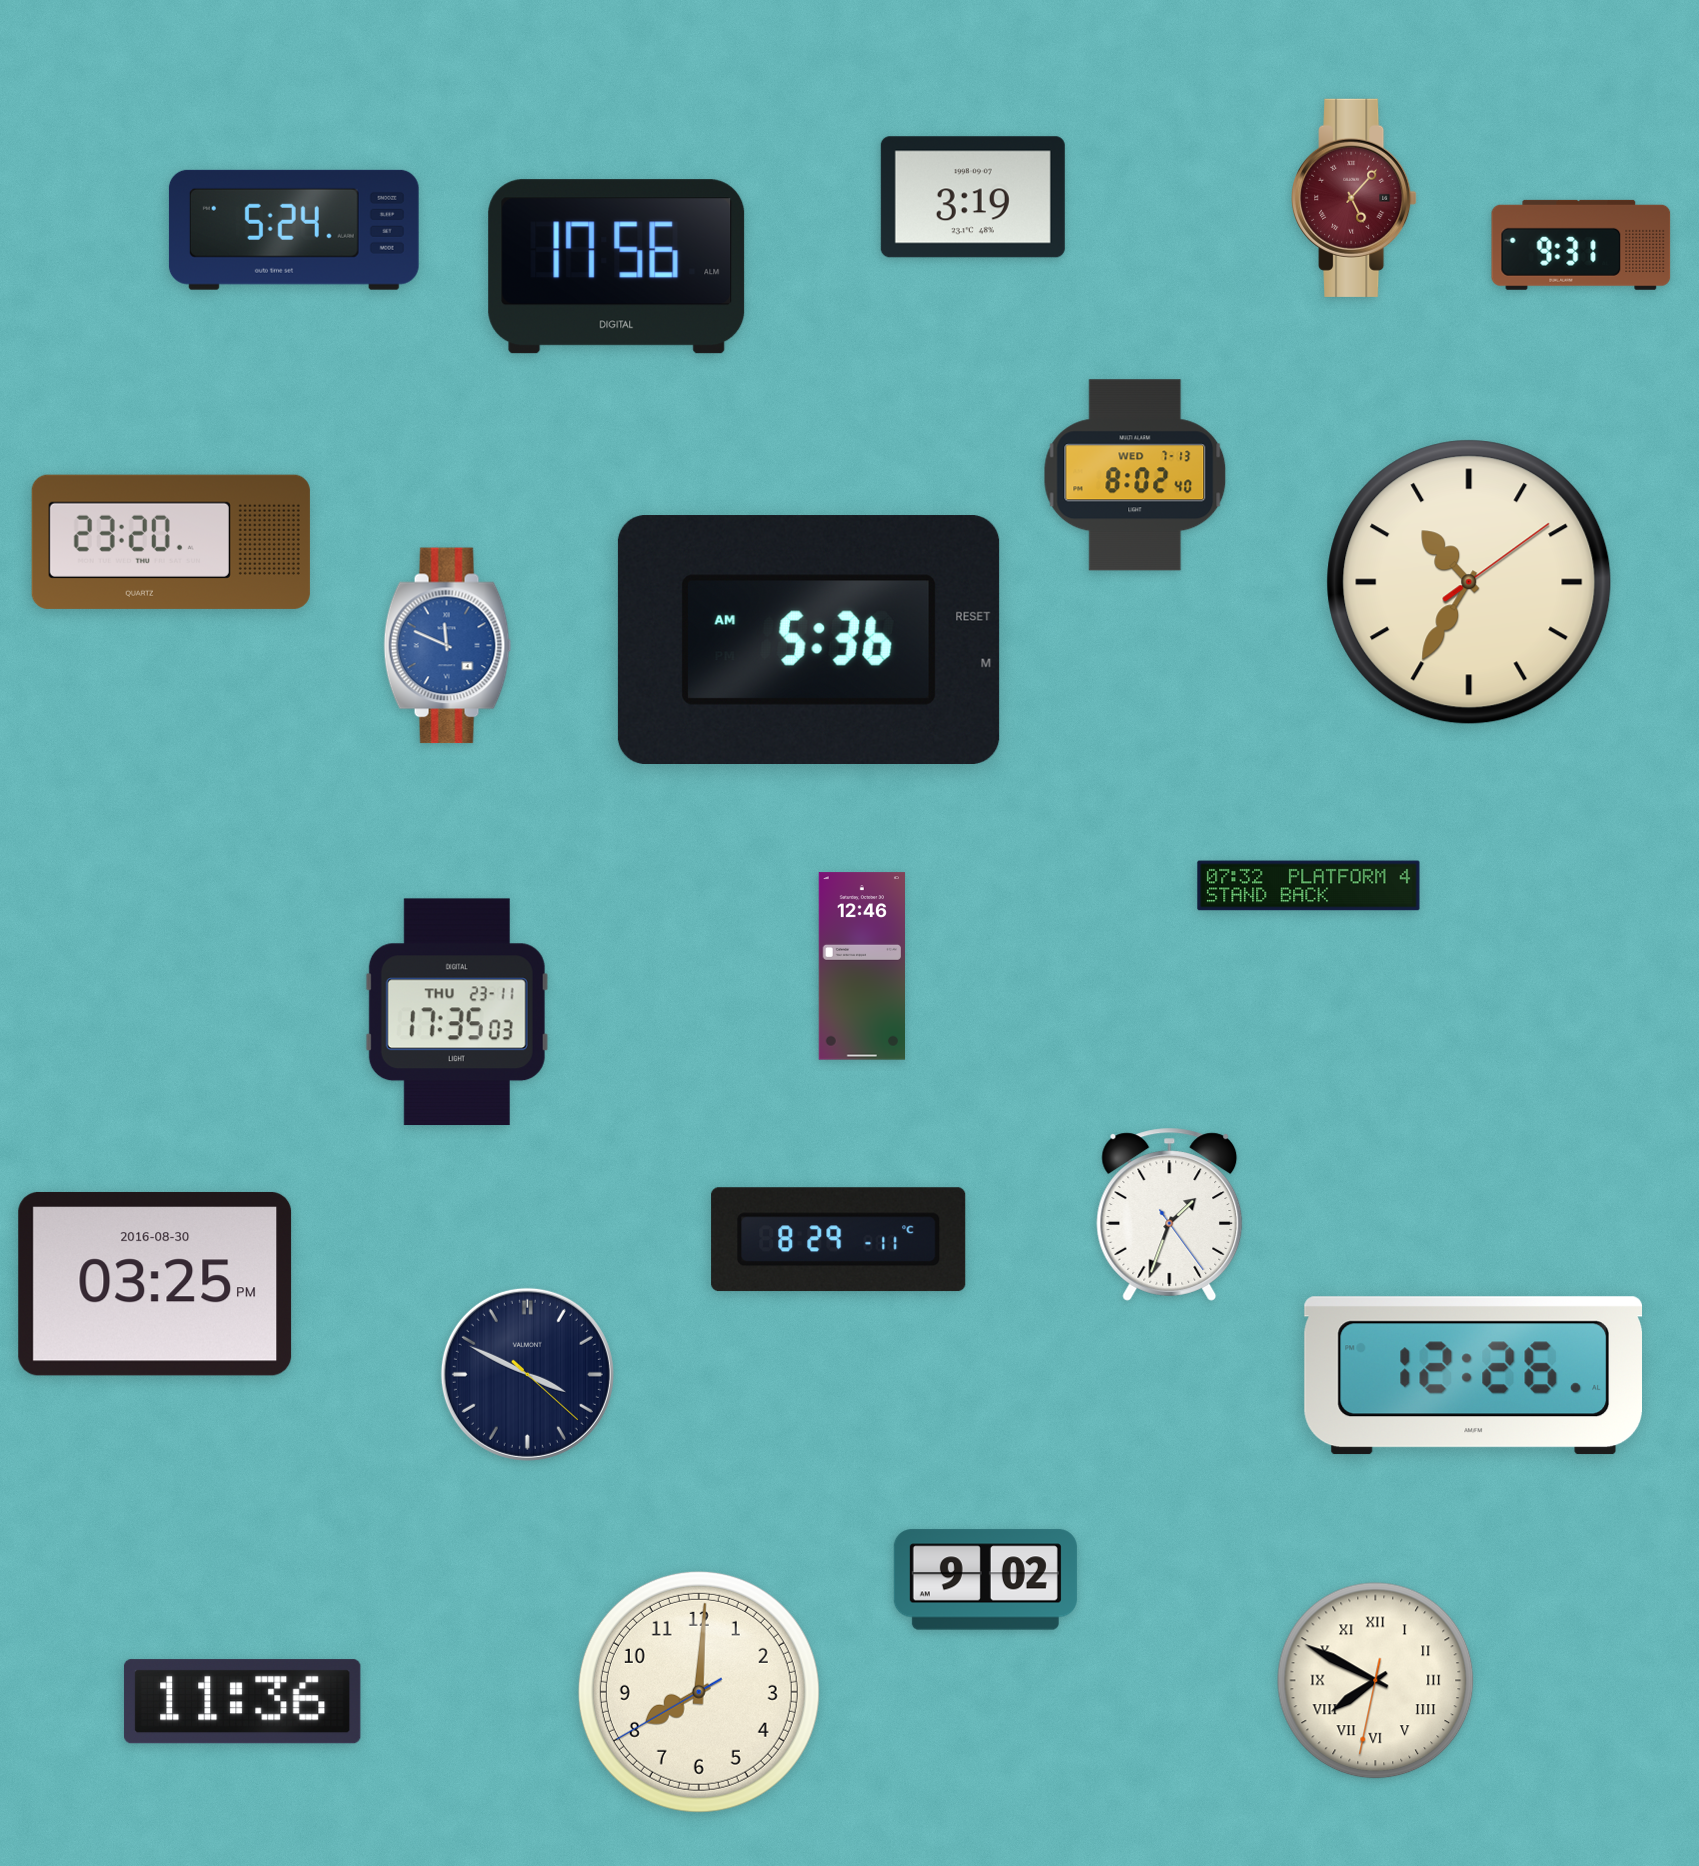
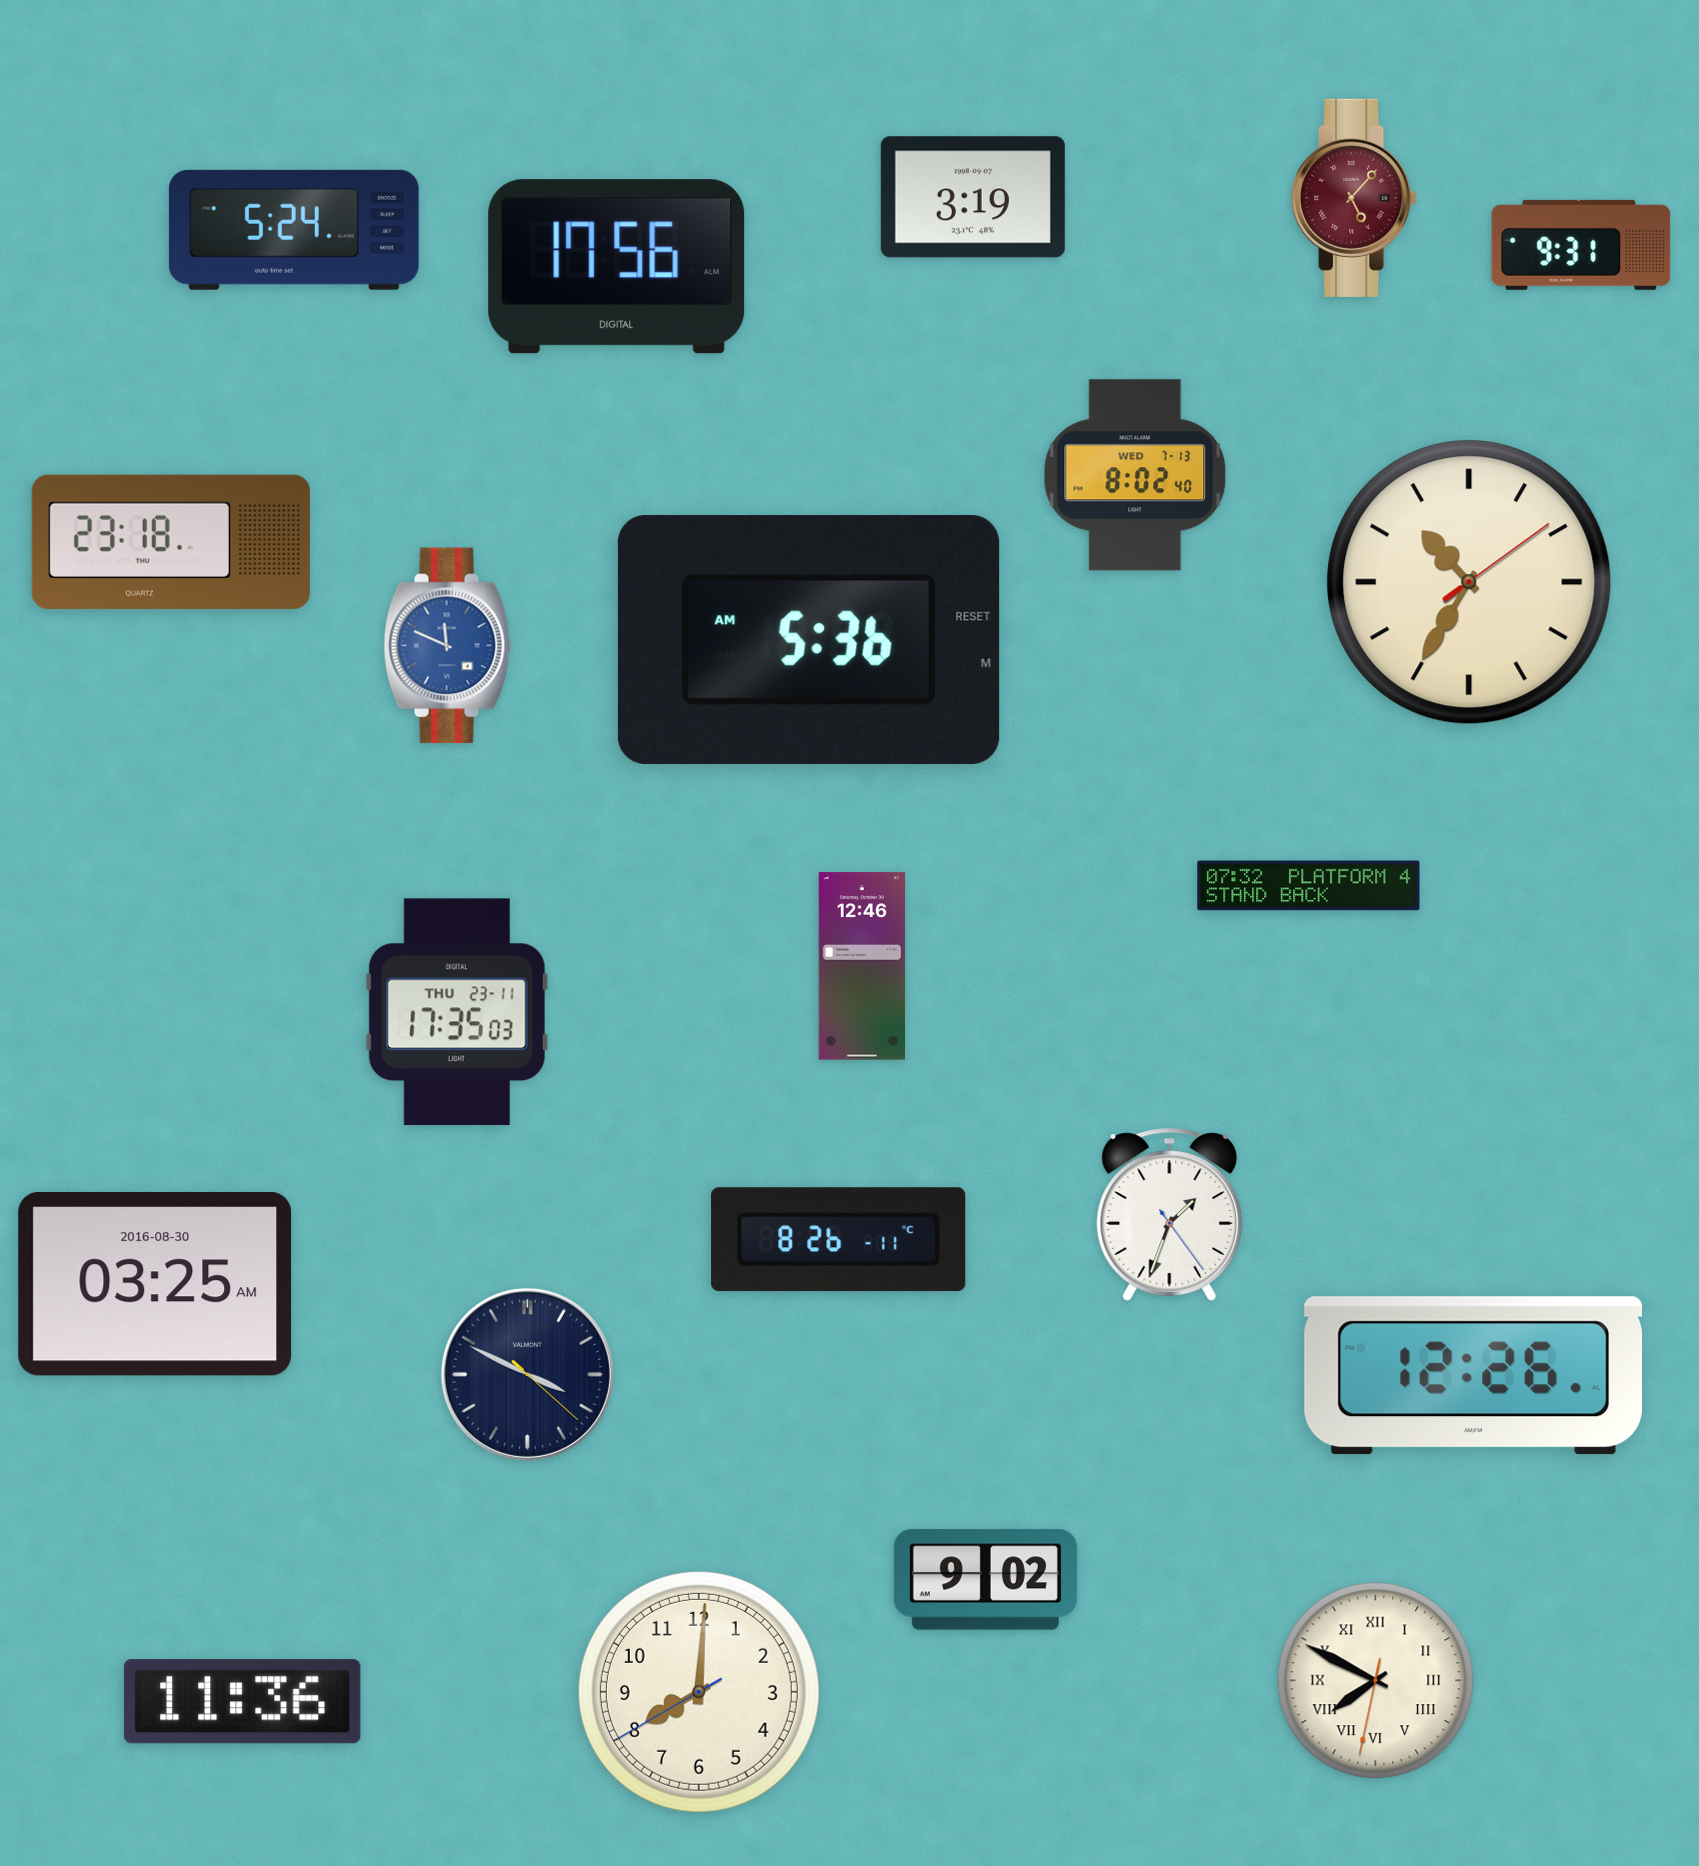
clock at (171, 542): 23:20 -> 23:18
clock at (839, 1240): 8:29 -> 8:26
clock at (155, 1284): 03:25 PM -> 03:25 AM
